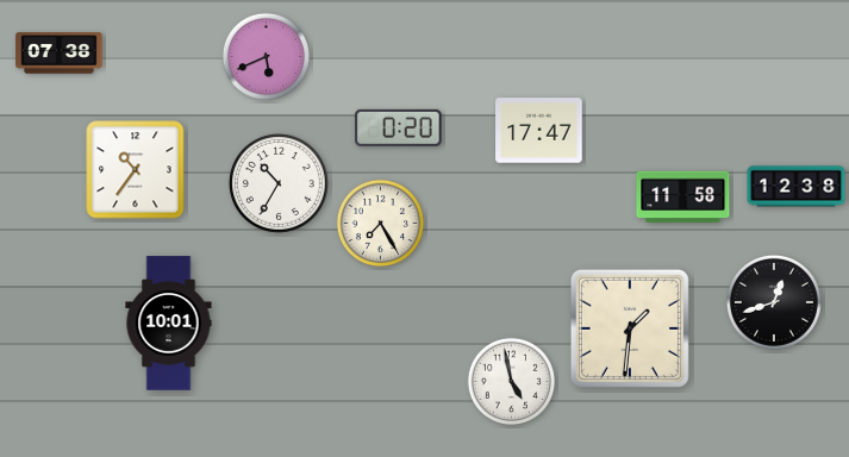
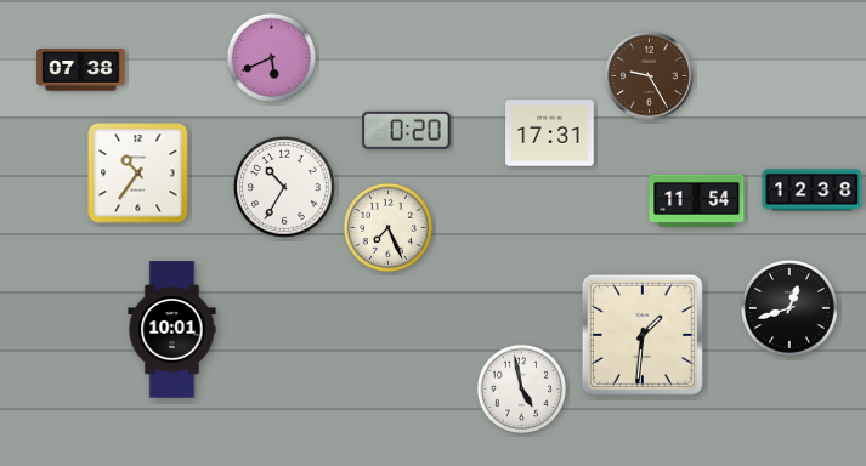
clock at (60, 54) position: (60, 54) -> (81, 70)
clock at (650, 76): none -> 9:25
clock at (539, 131): 17:47 -> 17:31
clock at (683, 196): 11:58 -> 11:54
clock at (381, 224): 7:25 -> 7:26
